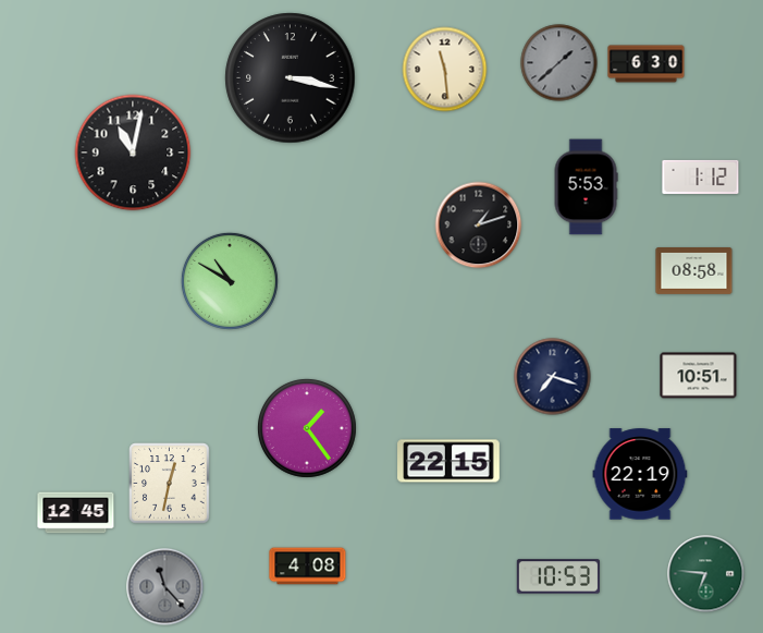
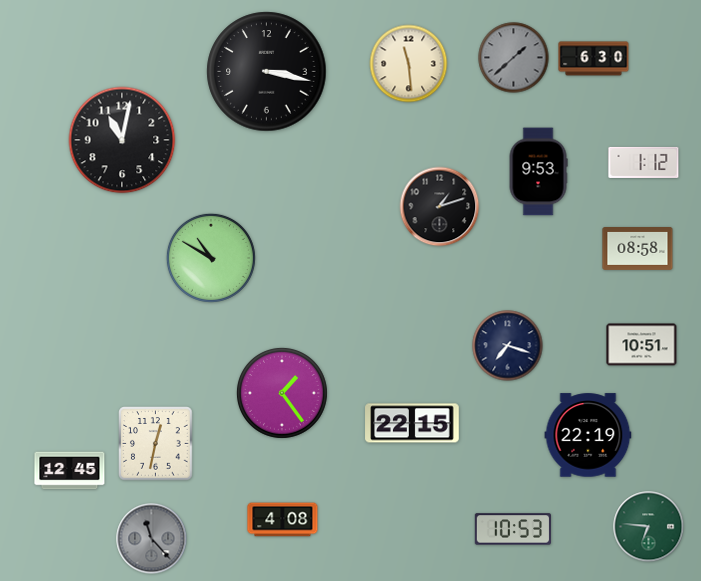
clock at (586, 187): 5:53 -> 9:53
